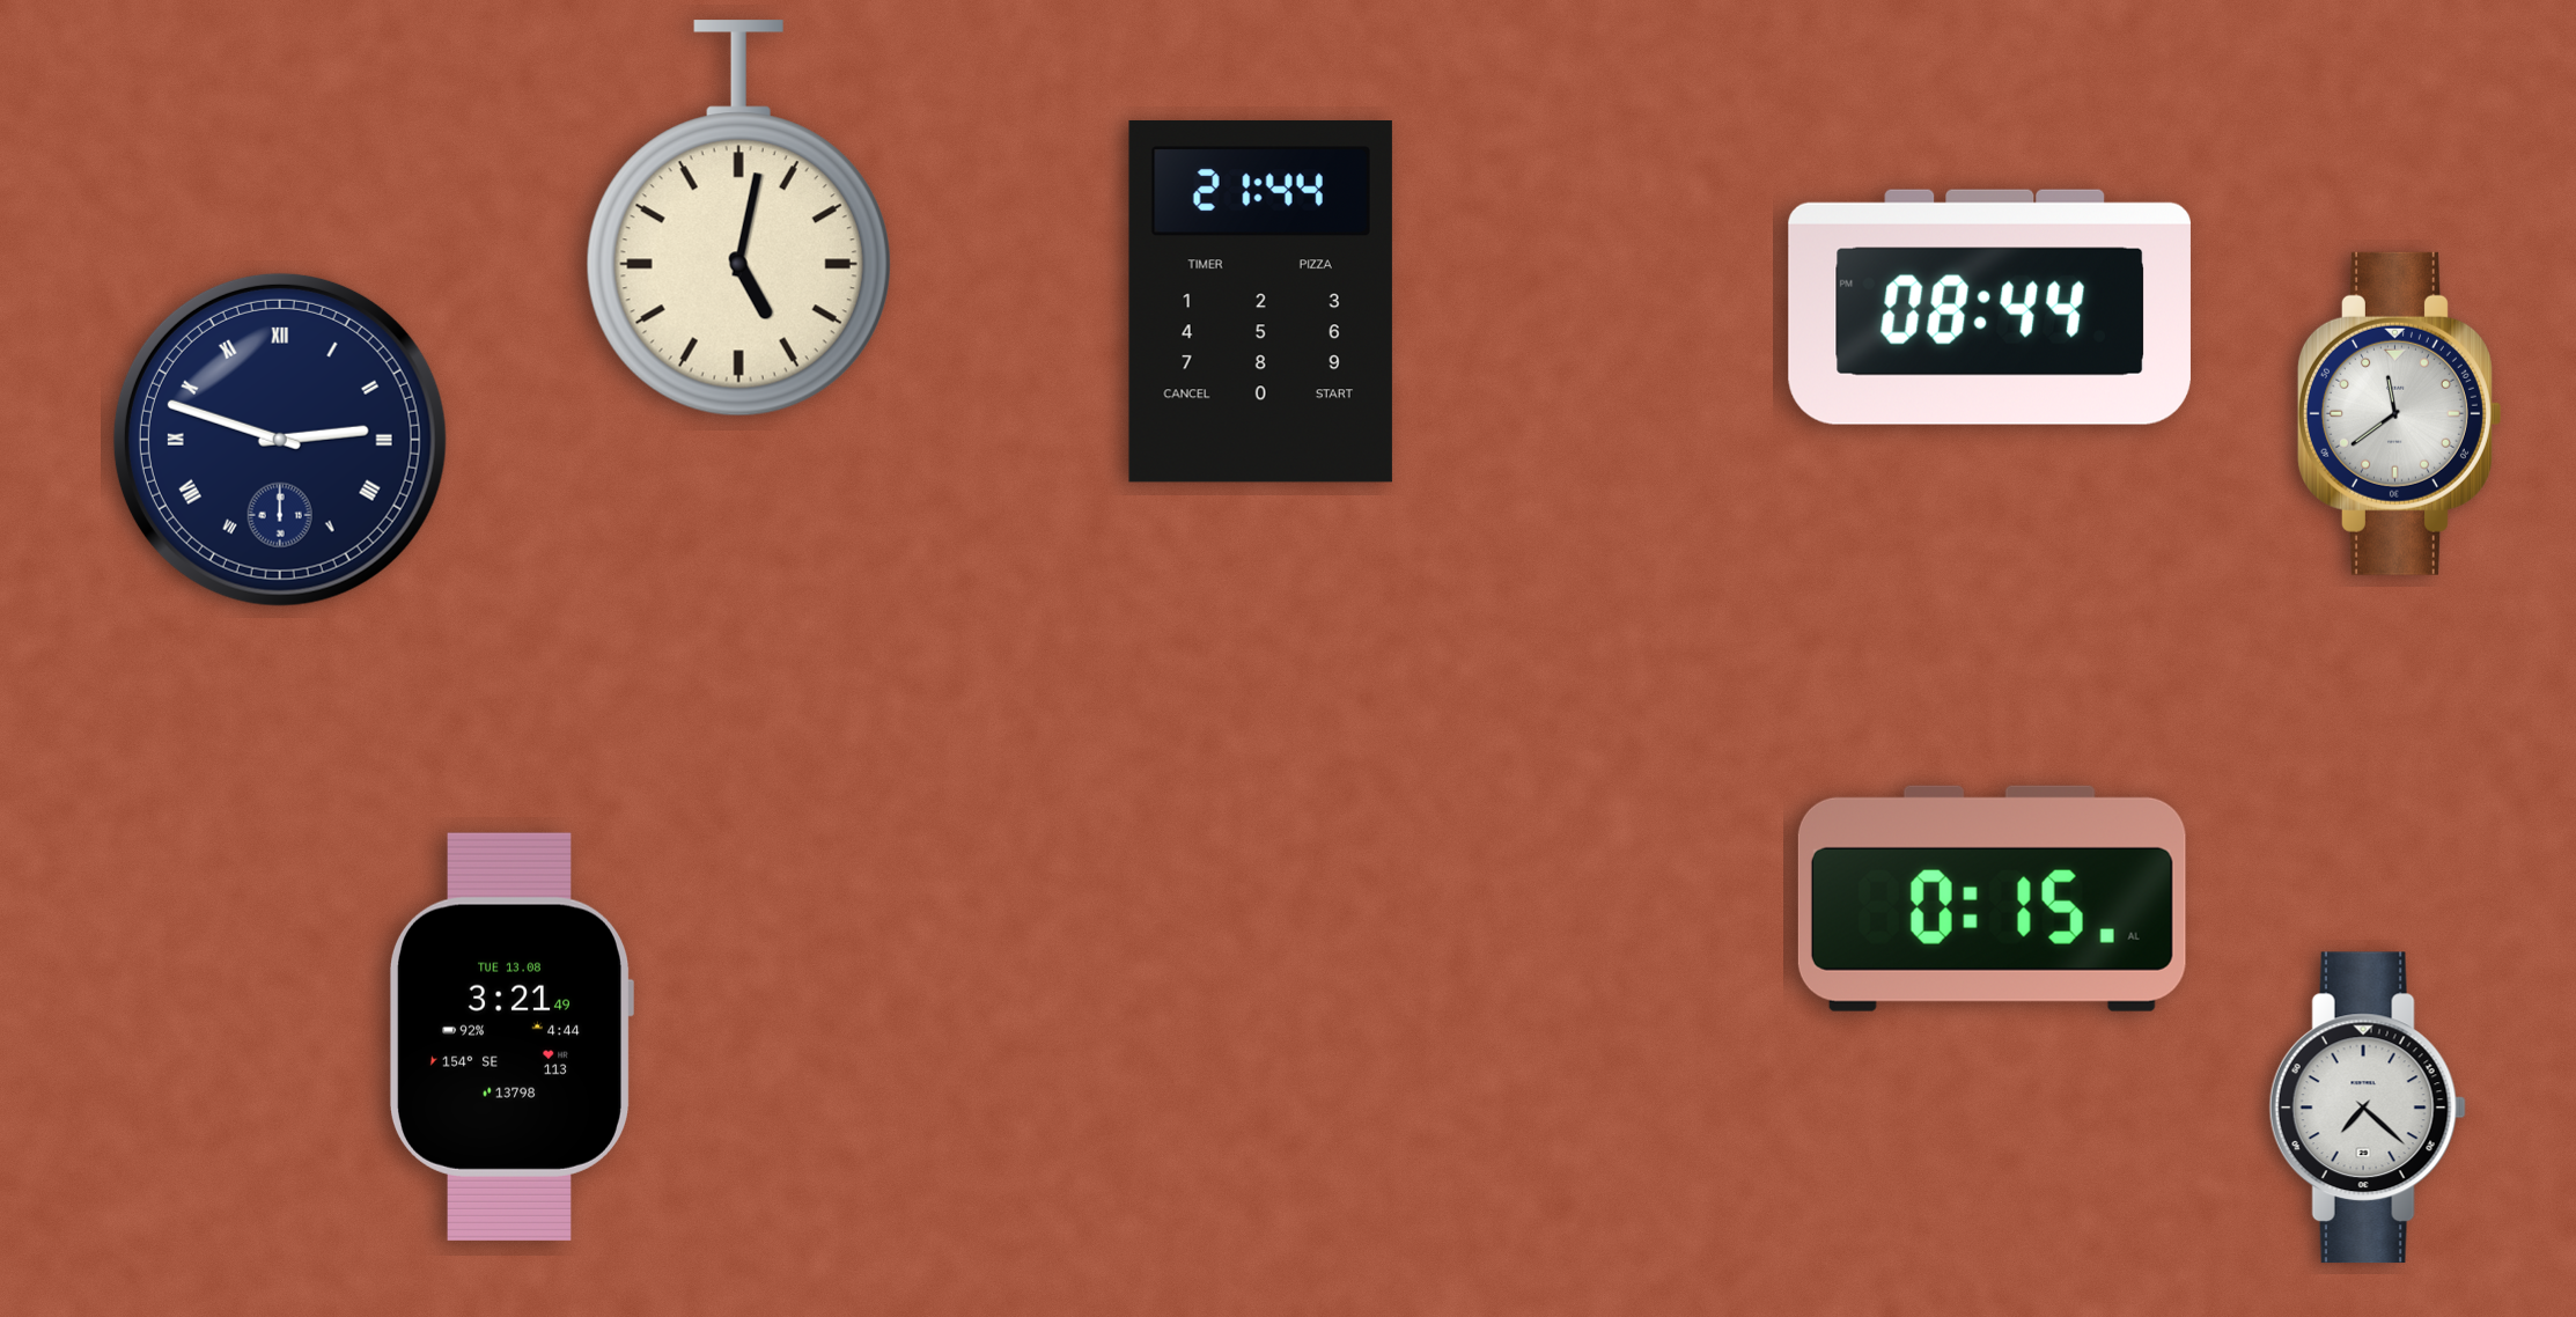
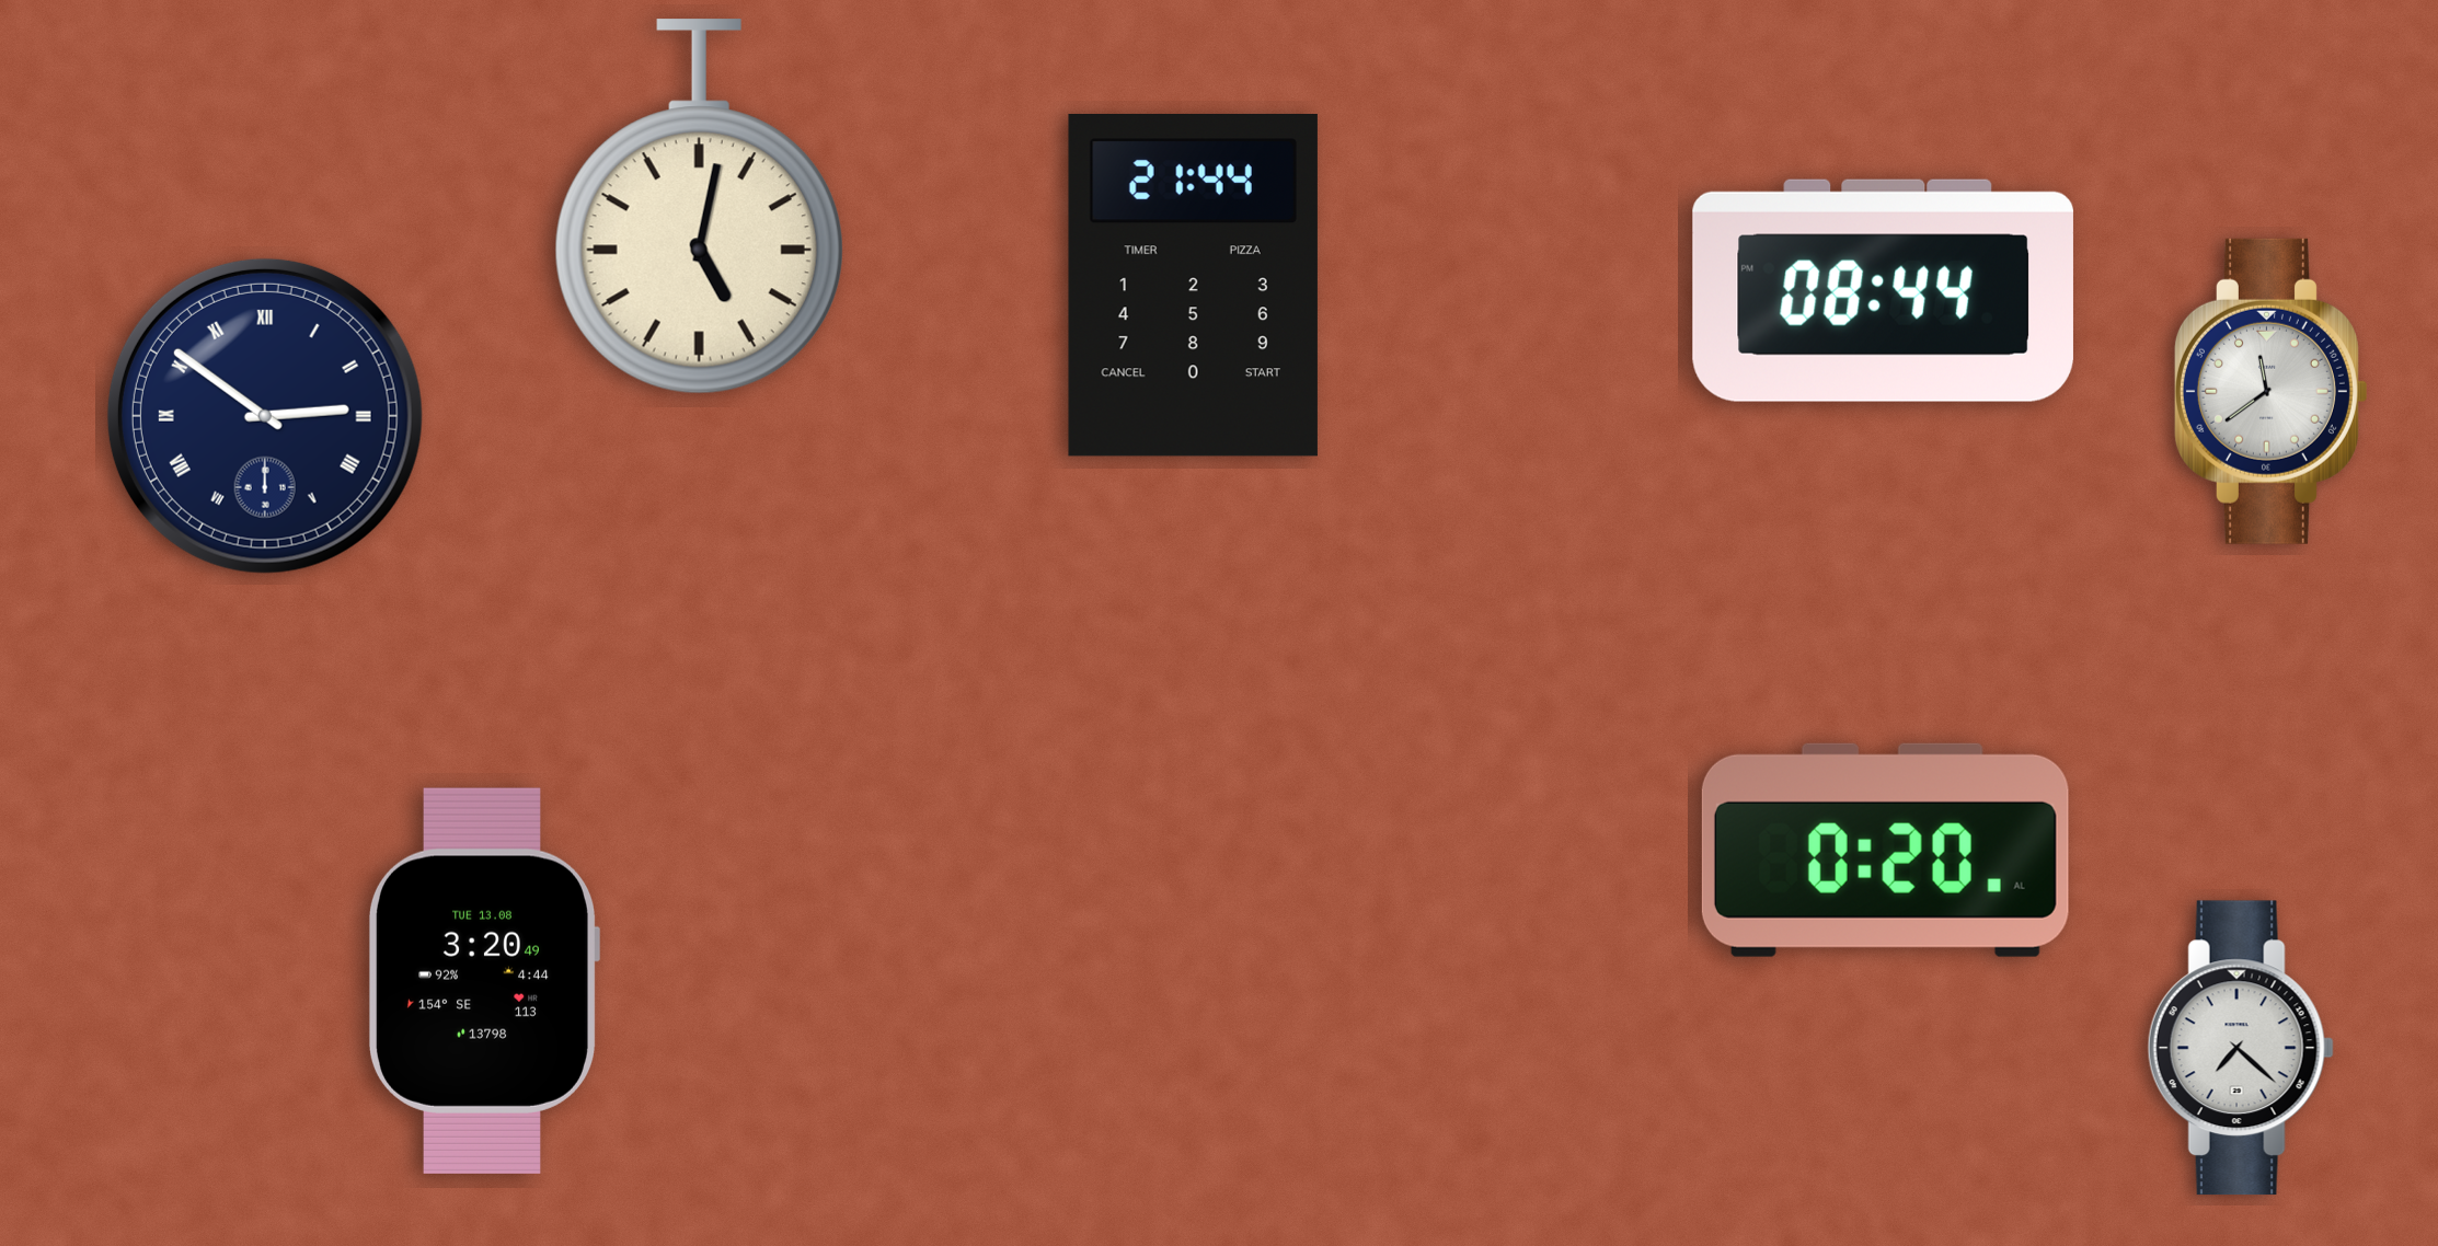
clock at (280, 440): 2:48 -> 2:51
clock at (1992, 898): 0:15 -> 0:20
clock at (510, 1037): 3:21 -> 3:20
